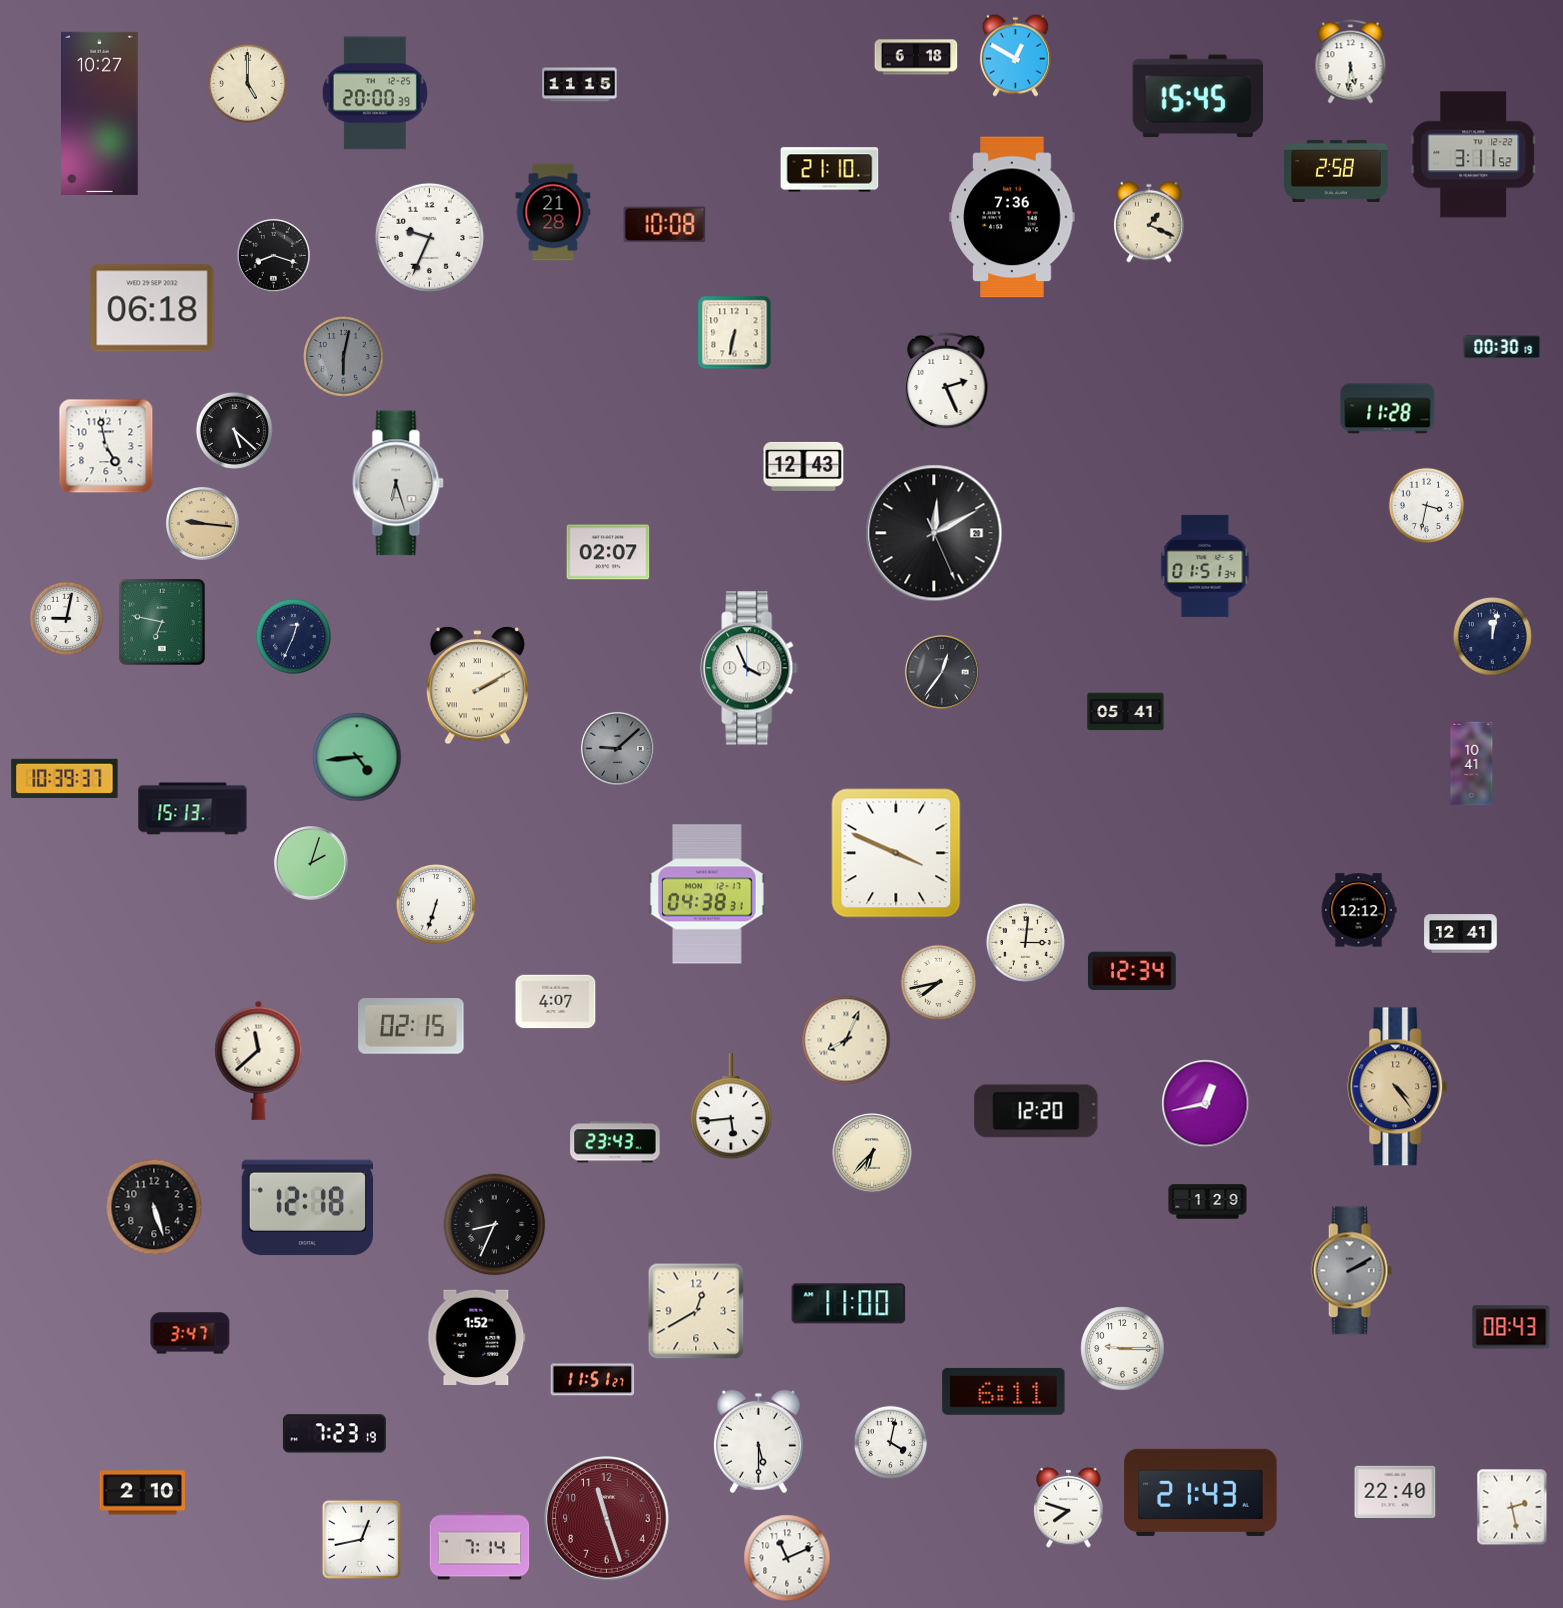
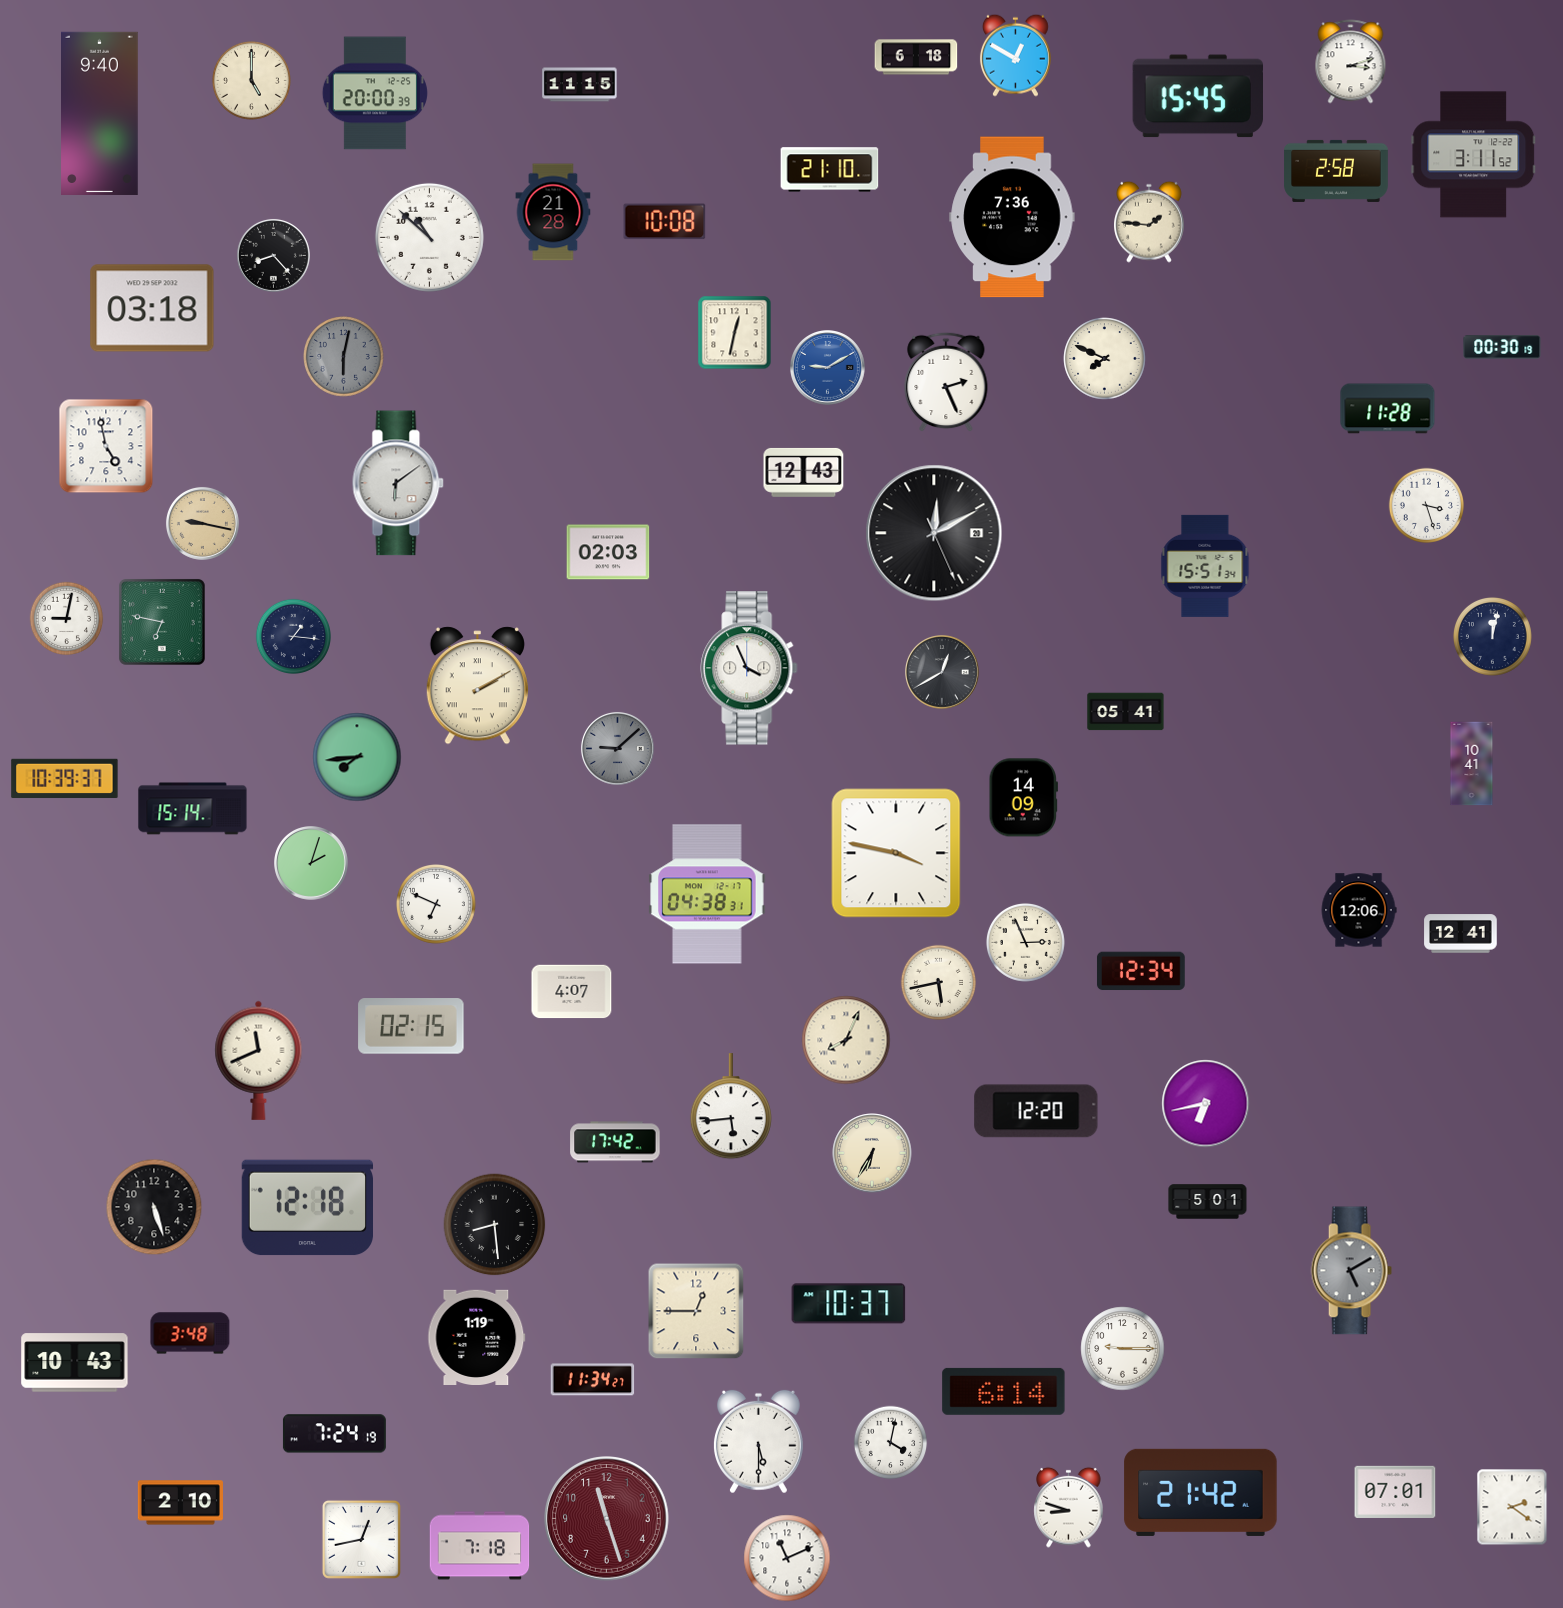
clock at (1351, 62): 5:31 -> 3:12
clock at (247, 83) position: (247, 83) -> (251, 80)
clock at (100, 113): 10:27 -> 9:40
clock at (1150, 222): 1:19 -> 1:46
clock at (665, 225) position: (665, 225) -> (665, 222)
clock at (429, 237): 9:34 -> 10:52
clock at (273, 255): 8:18 -> 8:23
clock at (152, 308): 06:18 -> 03:18
clock at (735, 333): 6:32 -> 12:32
clock at (1105, 359): none -> 7:49
clock at (828, 368): none -> 9:10
clock at (234, 430): 5:22 -> none
clock at (804, 466) position: (804, 466) -> (804, 472)
clock at (398, 483): 6:27 -> 6:09
clock at (1426, 505): 3:32 -> 3:27
clock at (202, 523): 9:16 -> 9:17
clock at (608, 552): 02:07 -> 02:03
clock at (1205, 566): 01:51 -> 15:51
clock at (293, 636): 12:34 -> 1:16
clock at (943, 673): 12:36 -> 12:40
clock at (357, 757): 4:44 -> 7:44
clock at (1023, 798): none -> 14:09
clock at (193, 809): 15:13 -> 15:14
clock at (896, 853): 3:49 -> 3:47
clock at (437, 905): 6:33 -> 6:49
clock at (1359, 910): 12:12 -> 12:06
clock at (1025, 942): 3:01 -> 2:56
clock at (1132, 971) position: (1132, 971) -> (1141, 971)
clock at (938, 982): 7:43 -> 5:43
clock at (556, 1002) position: (556, 1002) -> (572, 992)
clock at (259, 1060): 11:38 -> 11:41
clock at (1398, 1087): 4:24 -> none
clock at (1206, 1104): 12:43 -> 6:43
clock at (615, 1142): 23:43 -> 17:42
clock at (872, 1153): 6:37 -> 6:35
clock at (1208, 1202): 1:29 -> 5:01
clock at (495, 1225): 8:34 -> 8:29
clock at (1351, 1271): 2:10 -> 5:10
clock at (849, 1304): 11:00 -> 10:37
clock at (696, 1311): 12:40 -> 12:45
clock at (1511, 1327): 08:43 -> none
clock at (190, 1333): 3:47 -> 3:48
clock at (477, 1337): 1:52 -> 1:19
clock at (75, 1363): none -> 10:43
clock at (593, 1380): 11:51 -> 11:34
clock at (1004, 1391): 6:11 -> 6:14
clock at (334, 1434): 7:23 -> 7:24
clock at (1201, 1492): 21:43 -> 21:42
clock at (1395, 1492): 22:40 -> 07:01
clock at (142, 1493) position: (142, 1493) -> (180, 1503)
clock at (1069, 1507): 7:48 -> 8:48
clock at (1512, 1507): 2:28 -> 2:21
clock at (480, 1546): 7:14 -> 7:18
